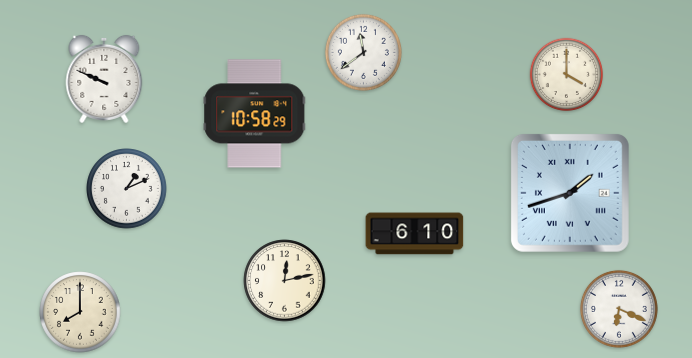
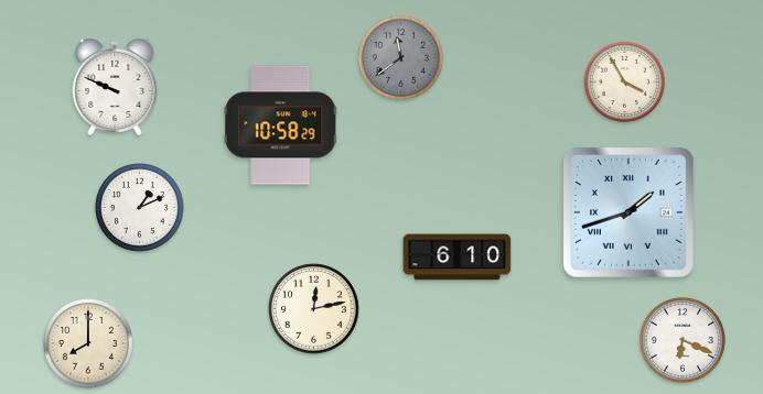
clock at (363, 52) dial: white -> grey
clock at (567, 75): 4:00 -> 3:55
